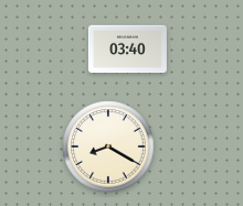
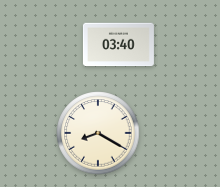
clock at (127, 50) position: (127, 50) -> (118, 45)
